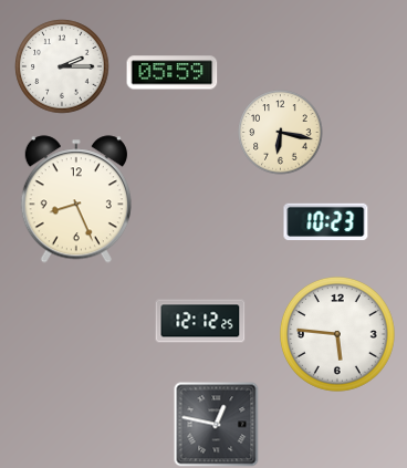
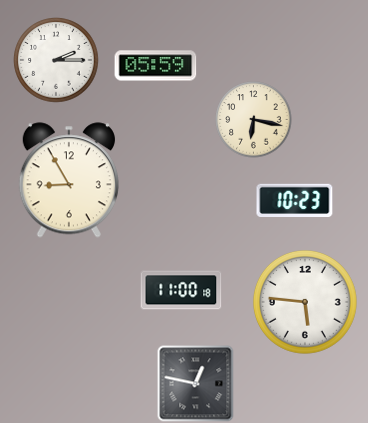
clock at (76, 199): 8:26 -> 8:55
clock at (200, 321): 12:12 -> 11:00
